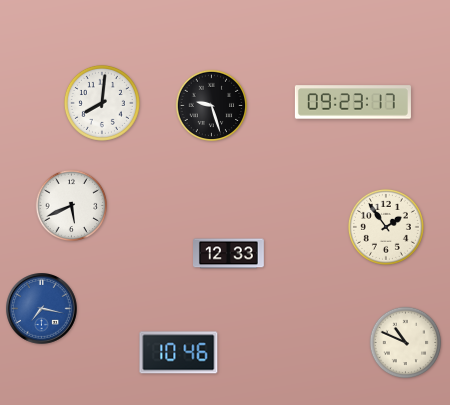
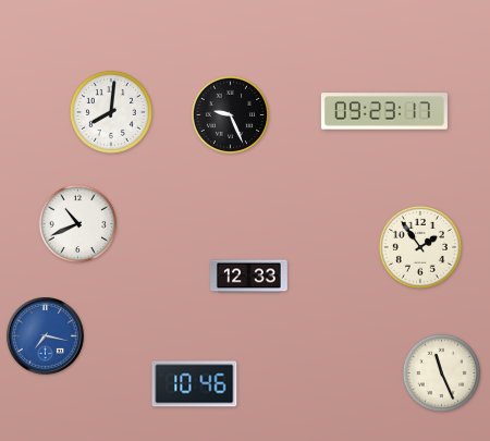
clock at (212, 106): 9:27 -> 9:26
clock at (72, 206): 5:41 -> 10:41
clock at (406, 343): 10:49 -> 11:26
